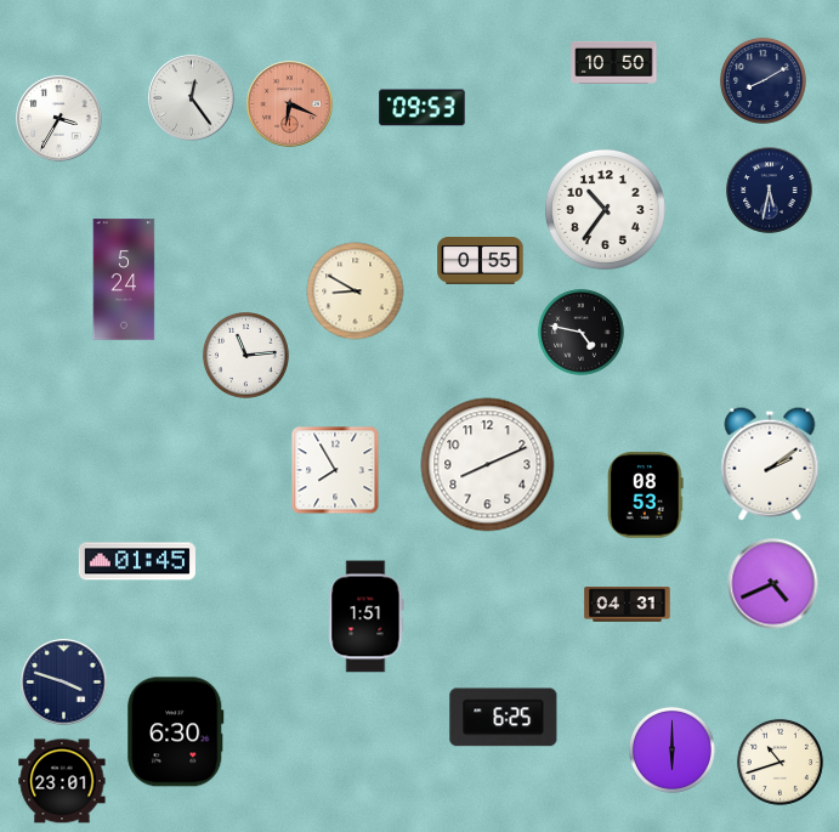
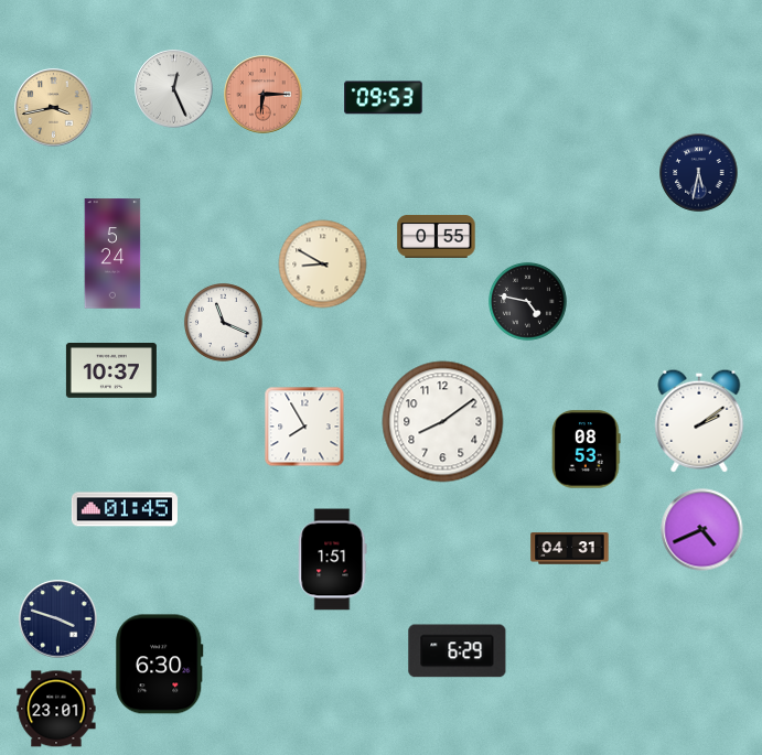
clock at (614, 62): 10:50 -> none
clock at (763, 80): 8:10 -> none
clock at (192, 98): 12:24 -> 12:26
clock at (290, 104): 6:19 -> 6:15
clock at (59, 119): 3:35 -> 3:43
clock at (59, 119) dial: white -> champagne
clock at (605, 209): 10:36 -> none
clock at (245, 355): 11:14 -> 11:19
clock at (111, 371): none -> 10:37
clock at (488, 465): 8:11 -> 8:09
clock at (504, 718): 6:25 -> 6:29
clock at (671, 749): 6:00 -> none
clock at (780, 762): 10:42 -> none
